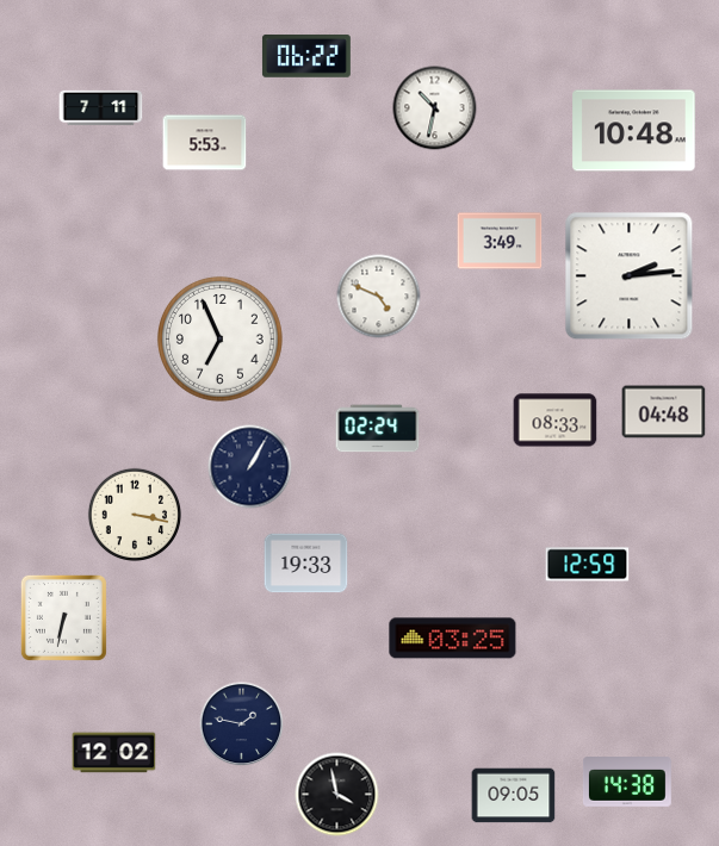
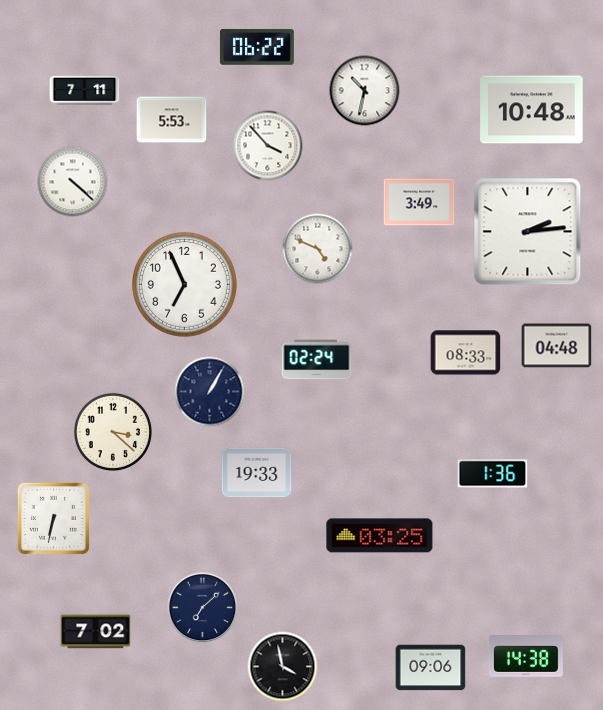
clock at (268, 146): none -> 3:53
clock at (73, 182): none -> 4:22
clock at (134, 514): 3:17 -> 3:22
clock at (588, 565): 12:59 -> 1:36
clock at (242, 724): 1:47 -> 7:08
clock at (114, 753): 12:02 -> 7:02
clock at (514, 796): 09:05 -> 09:06
